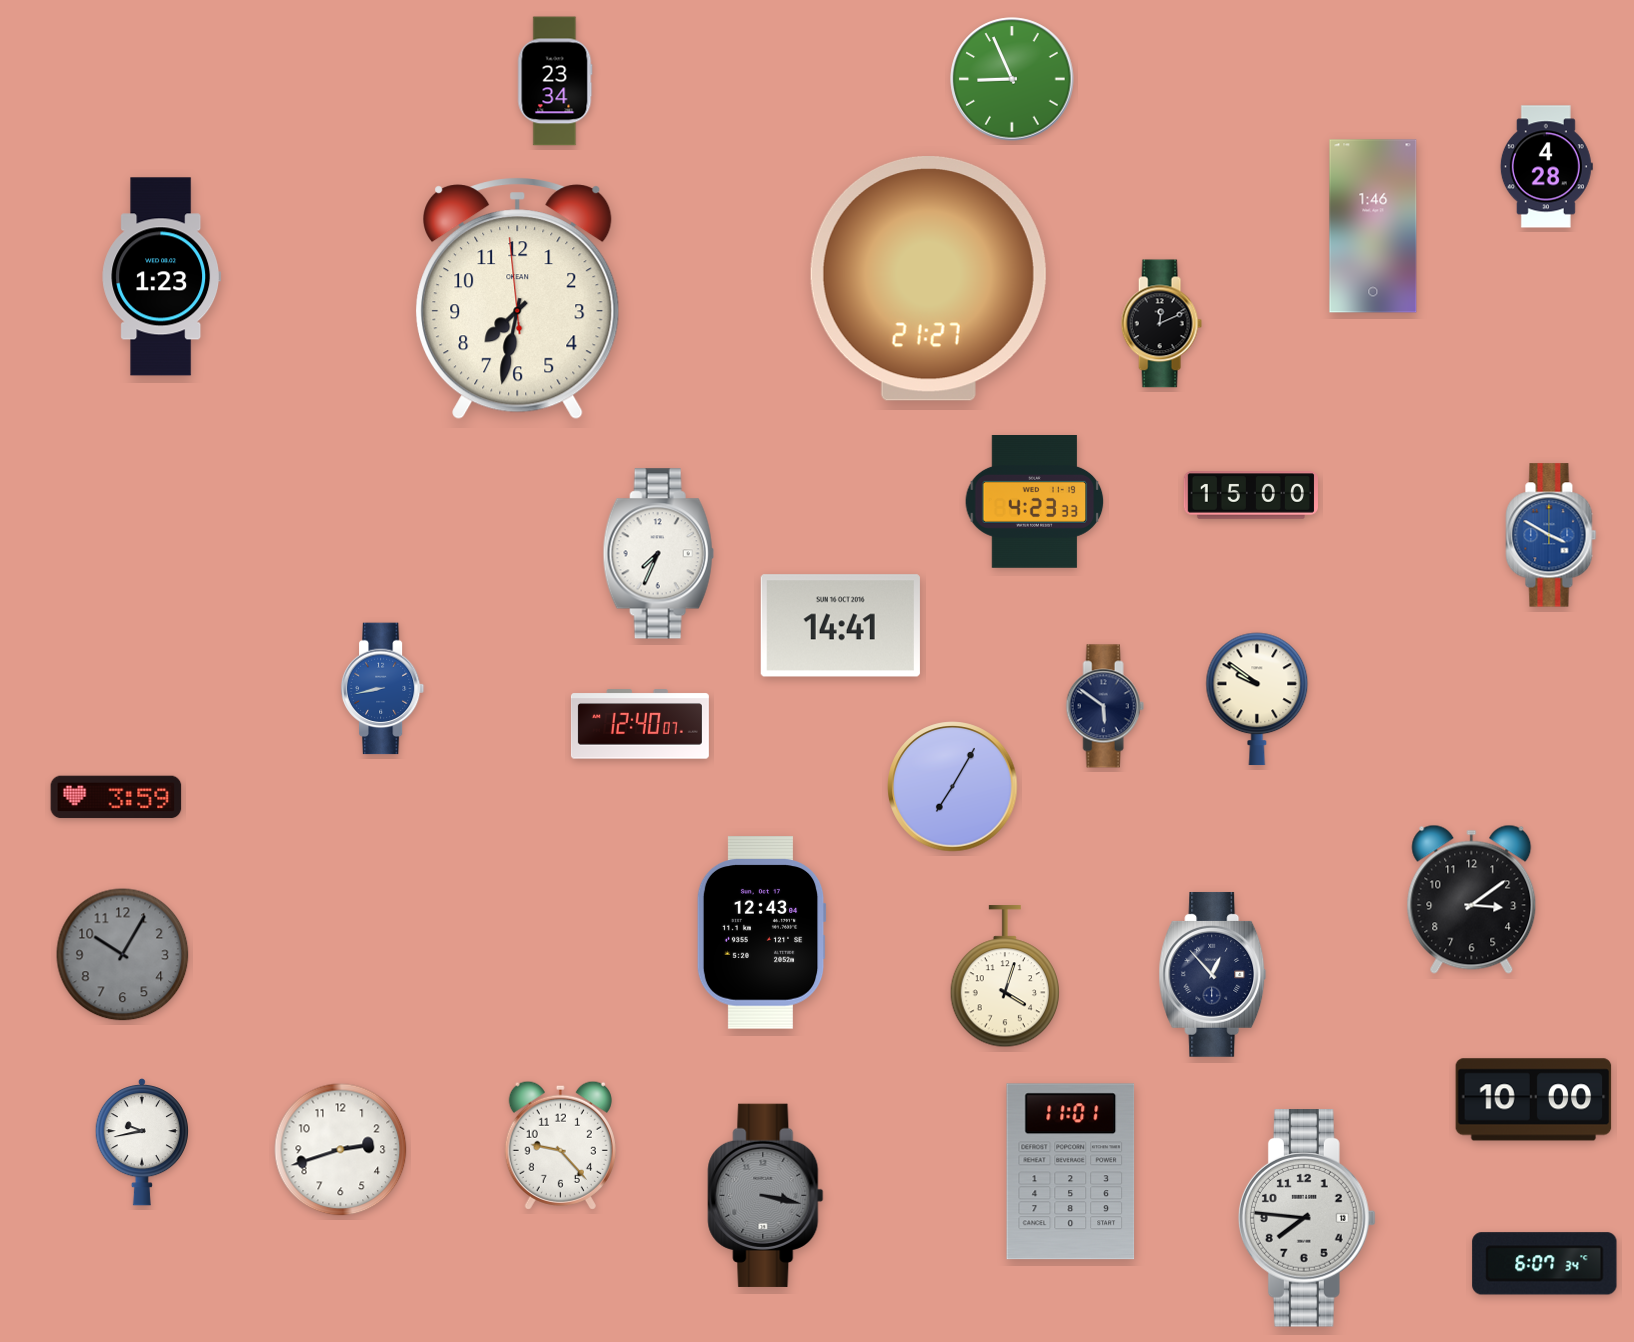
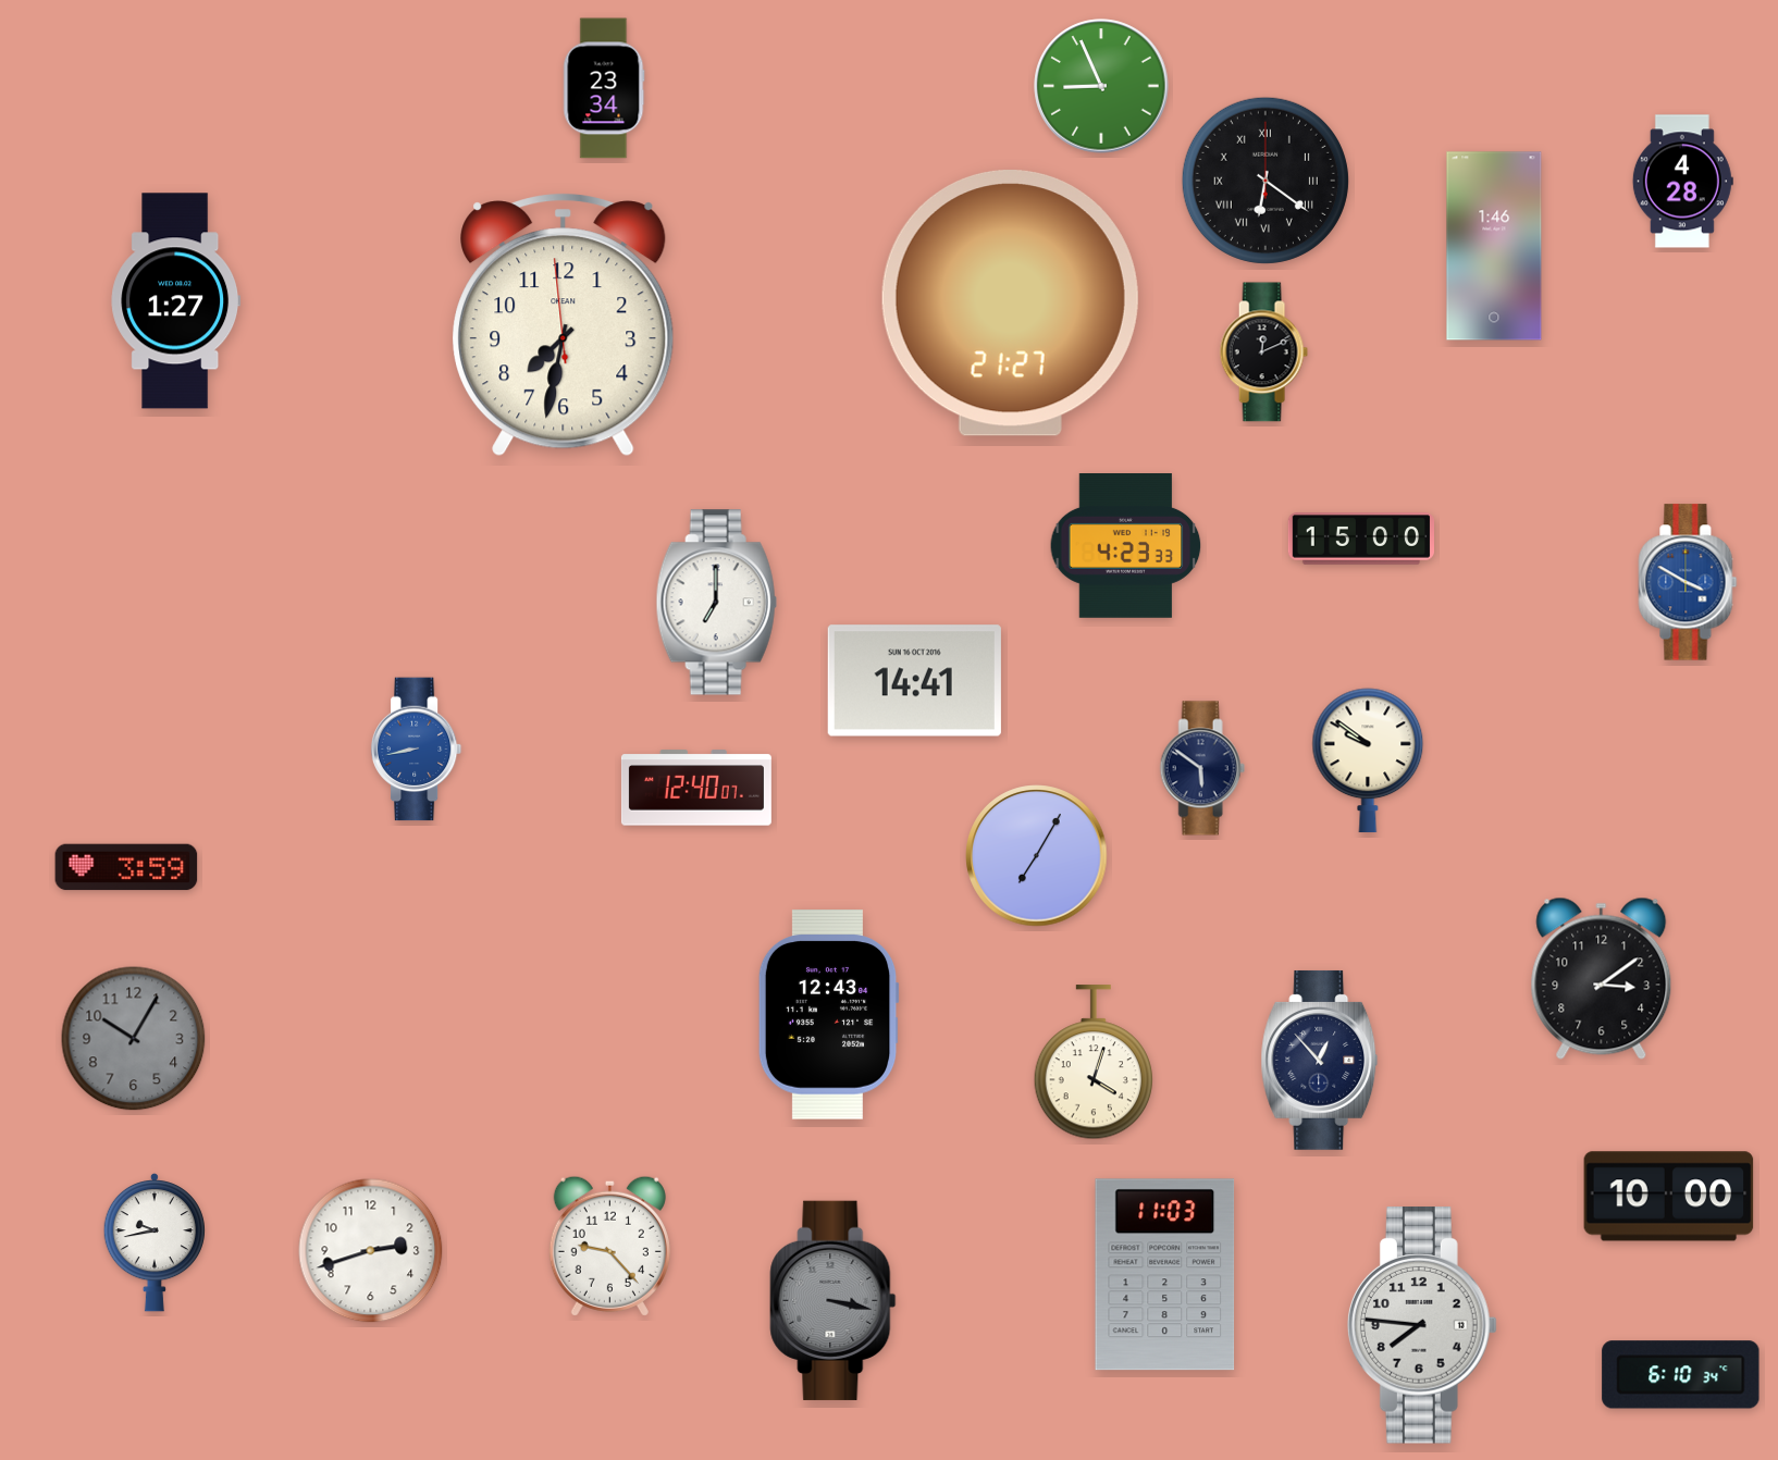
clock at (1265, 181): none -> 6:21
clock at (162, 277): 1:23 -> 1:27
clock at (658, 554): 7:34 -> 7:00
clock at (1071, 1172): 11:01 -> 11:03
clock at (1545, 1264): 6:07 -> 6:10
